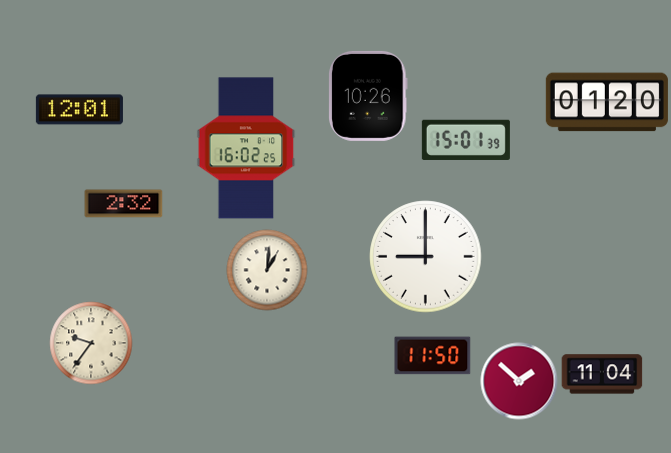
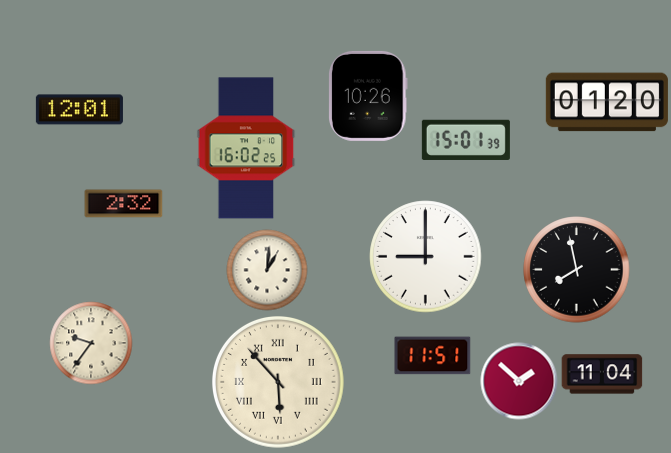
clock at (577, 270): none -> 7:58
clock at (433, 356): 11:50 -> 11:51
clock at (279, 383): none -> 5:53
